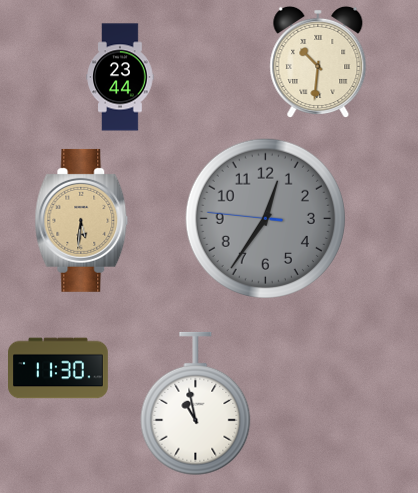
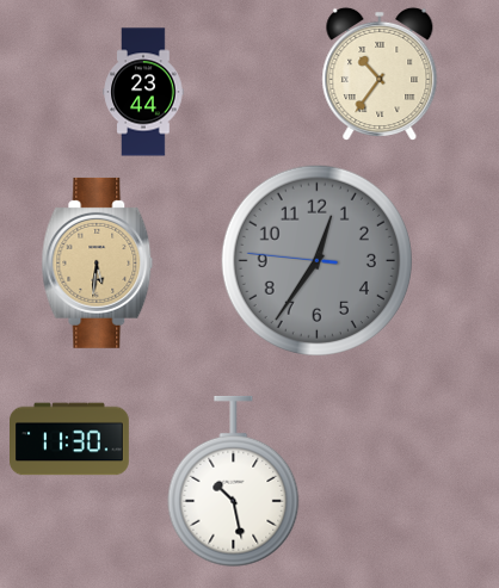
clock at (318, 61): 10:31 -> 10:36
clock at (196, 404): 10:58 -> 10:28
